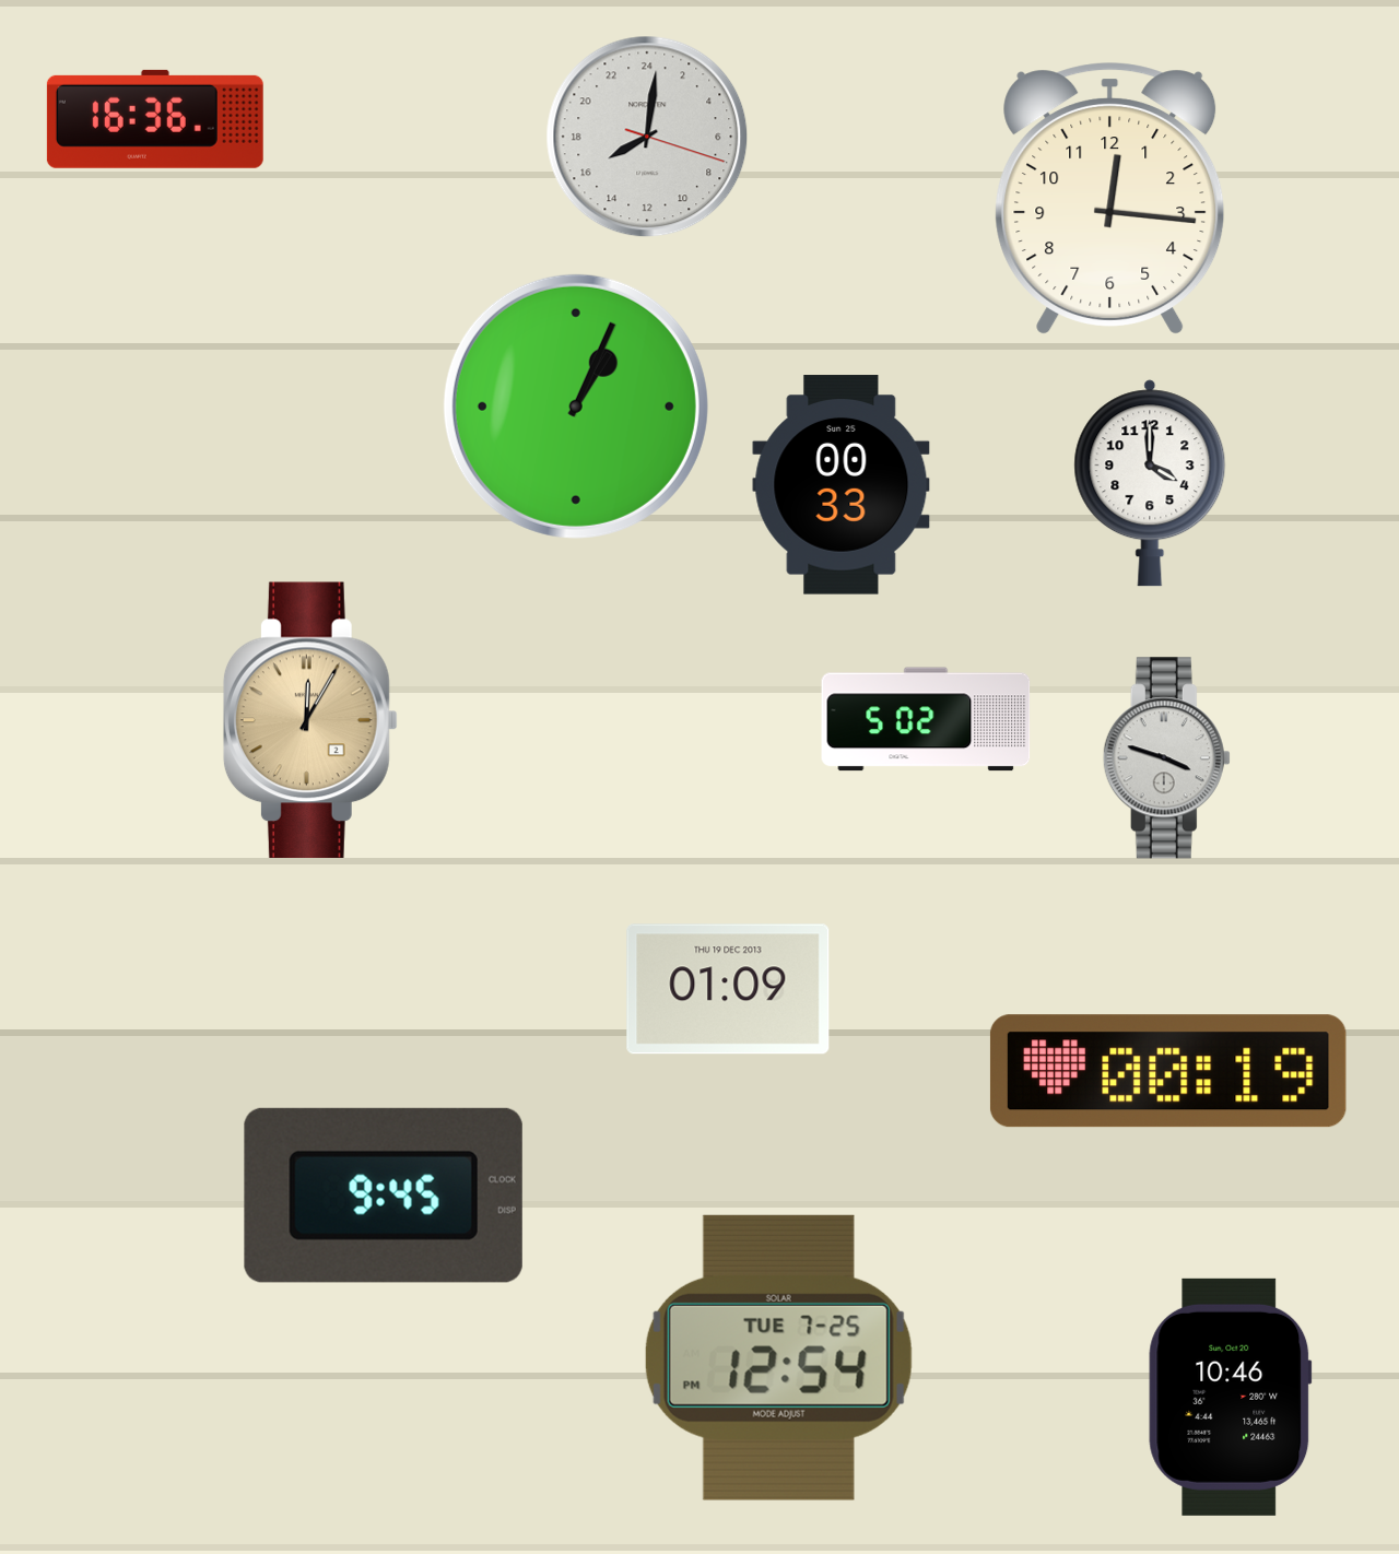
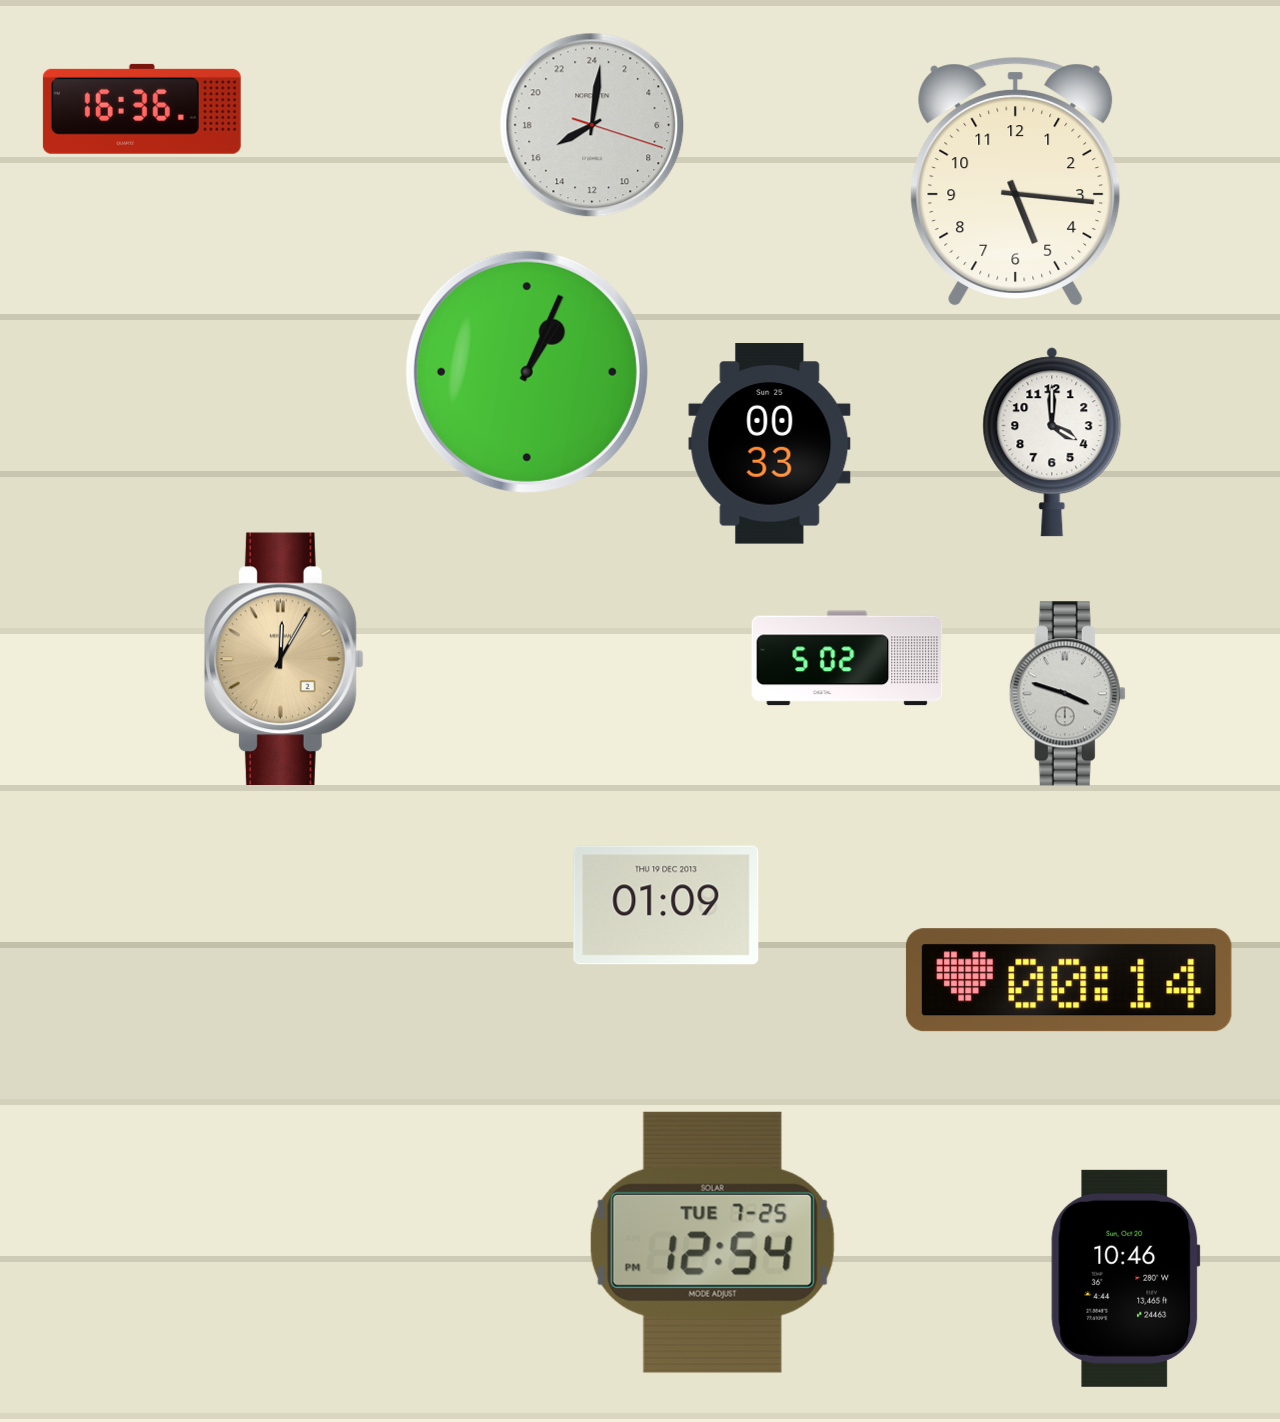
clock at (1110, 199): 12:16 -> 5:16
clock at (1168, 1071): 00:19 -> 00:14
clock at (384, 1196): 9:45 -> none
